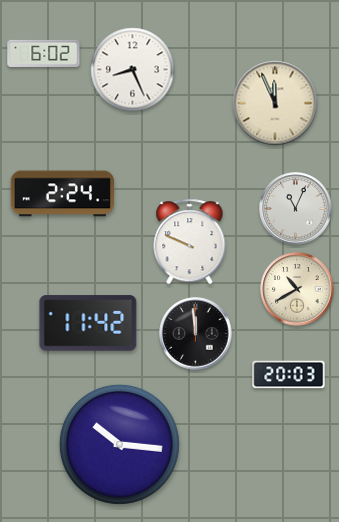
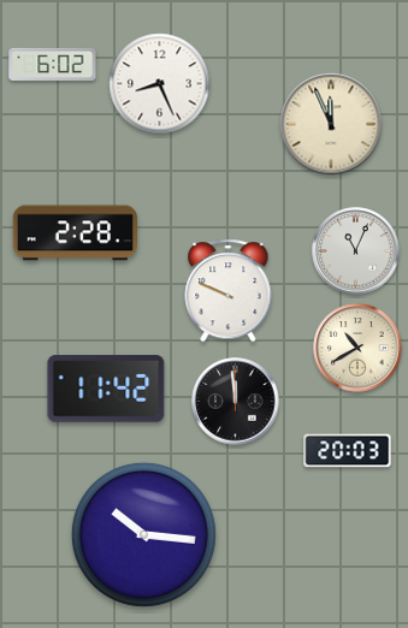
clock at (62, 194): 2:24 -> 2:28
